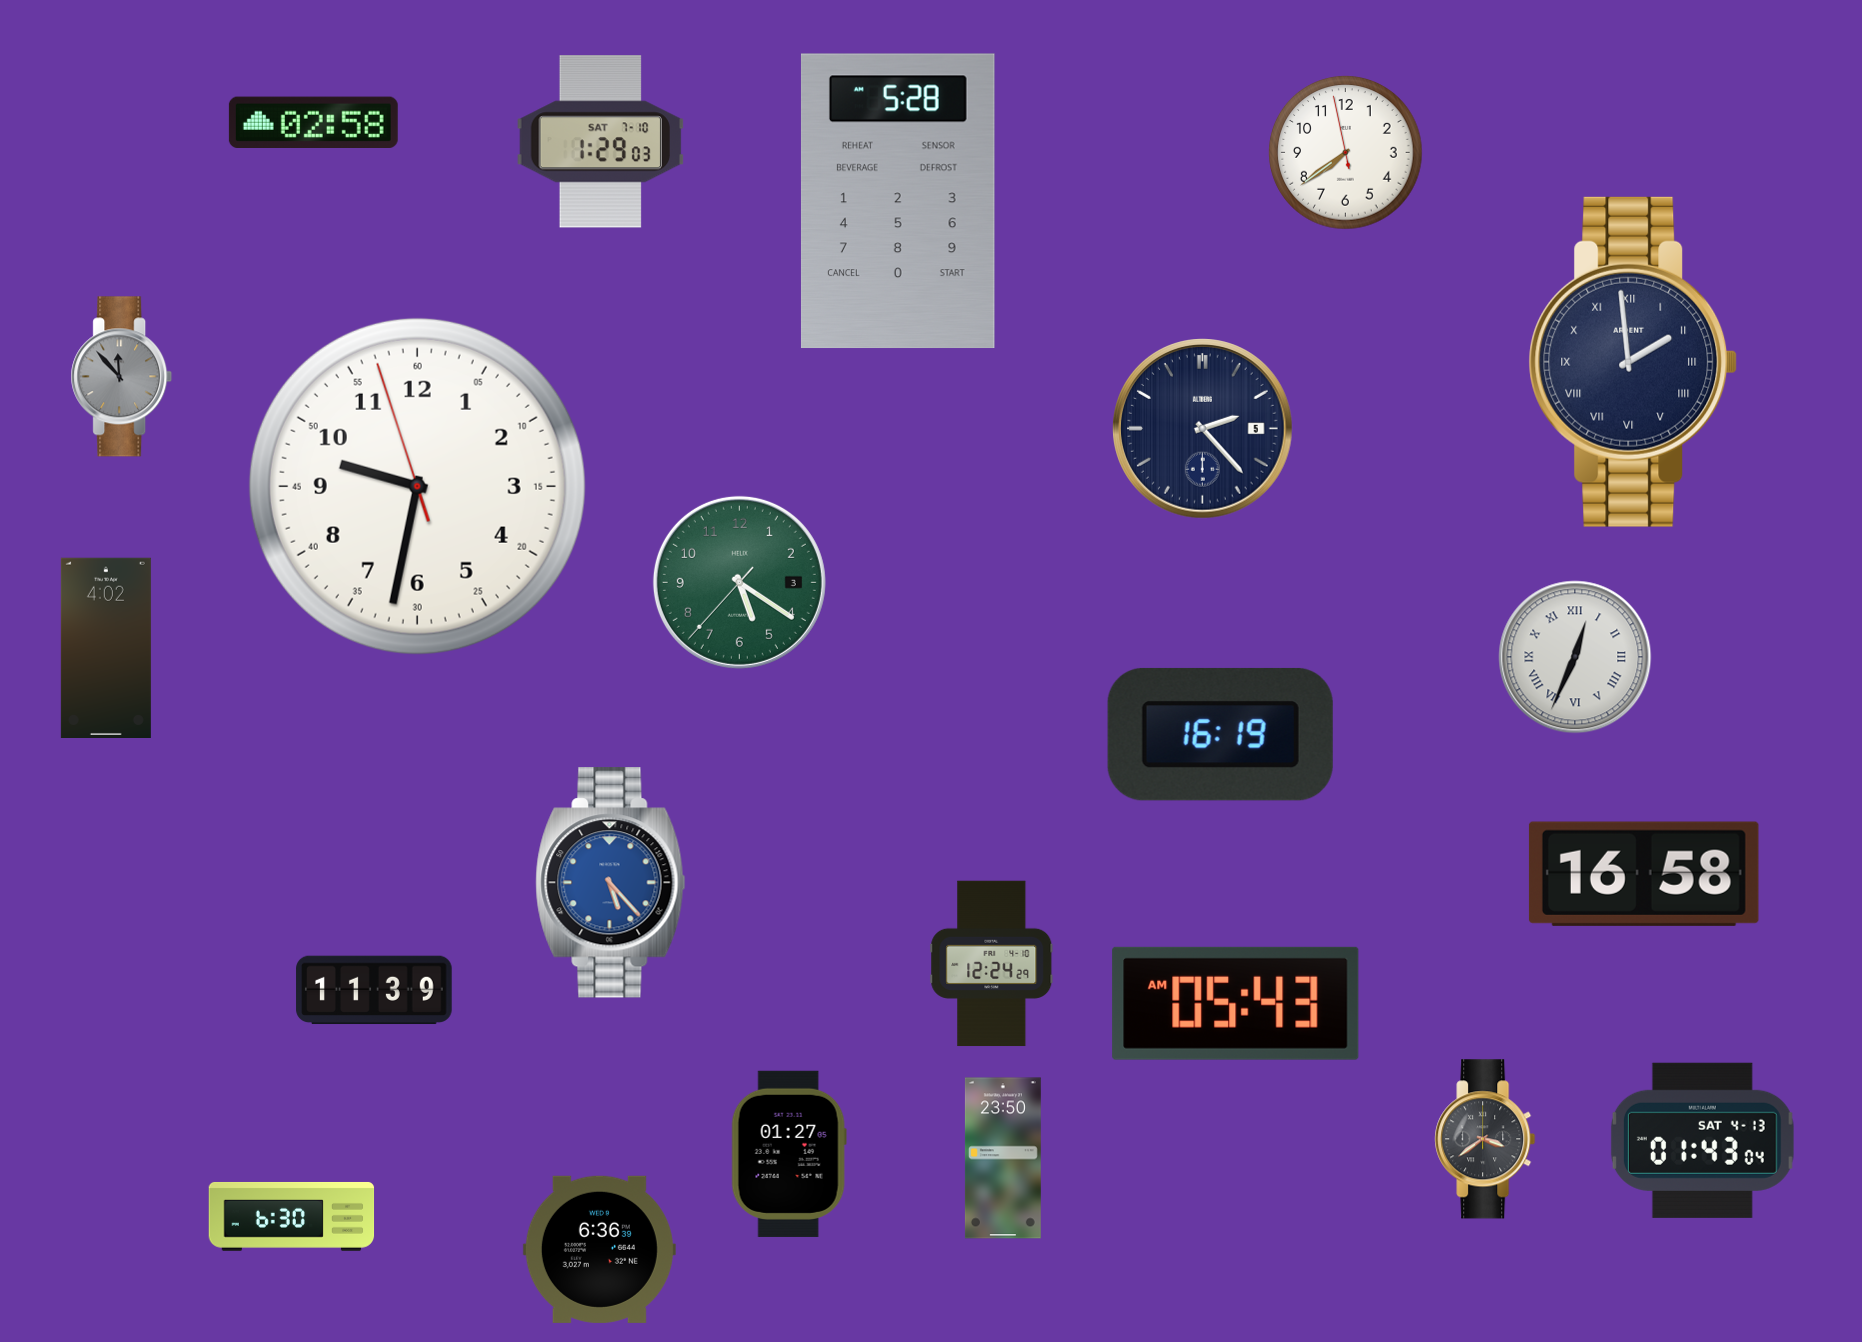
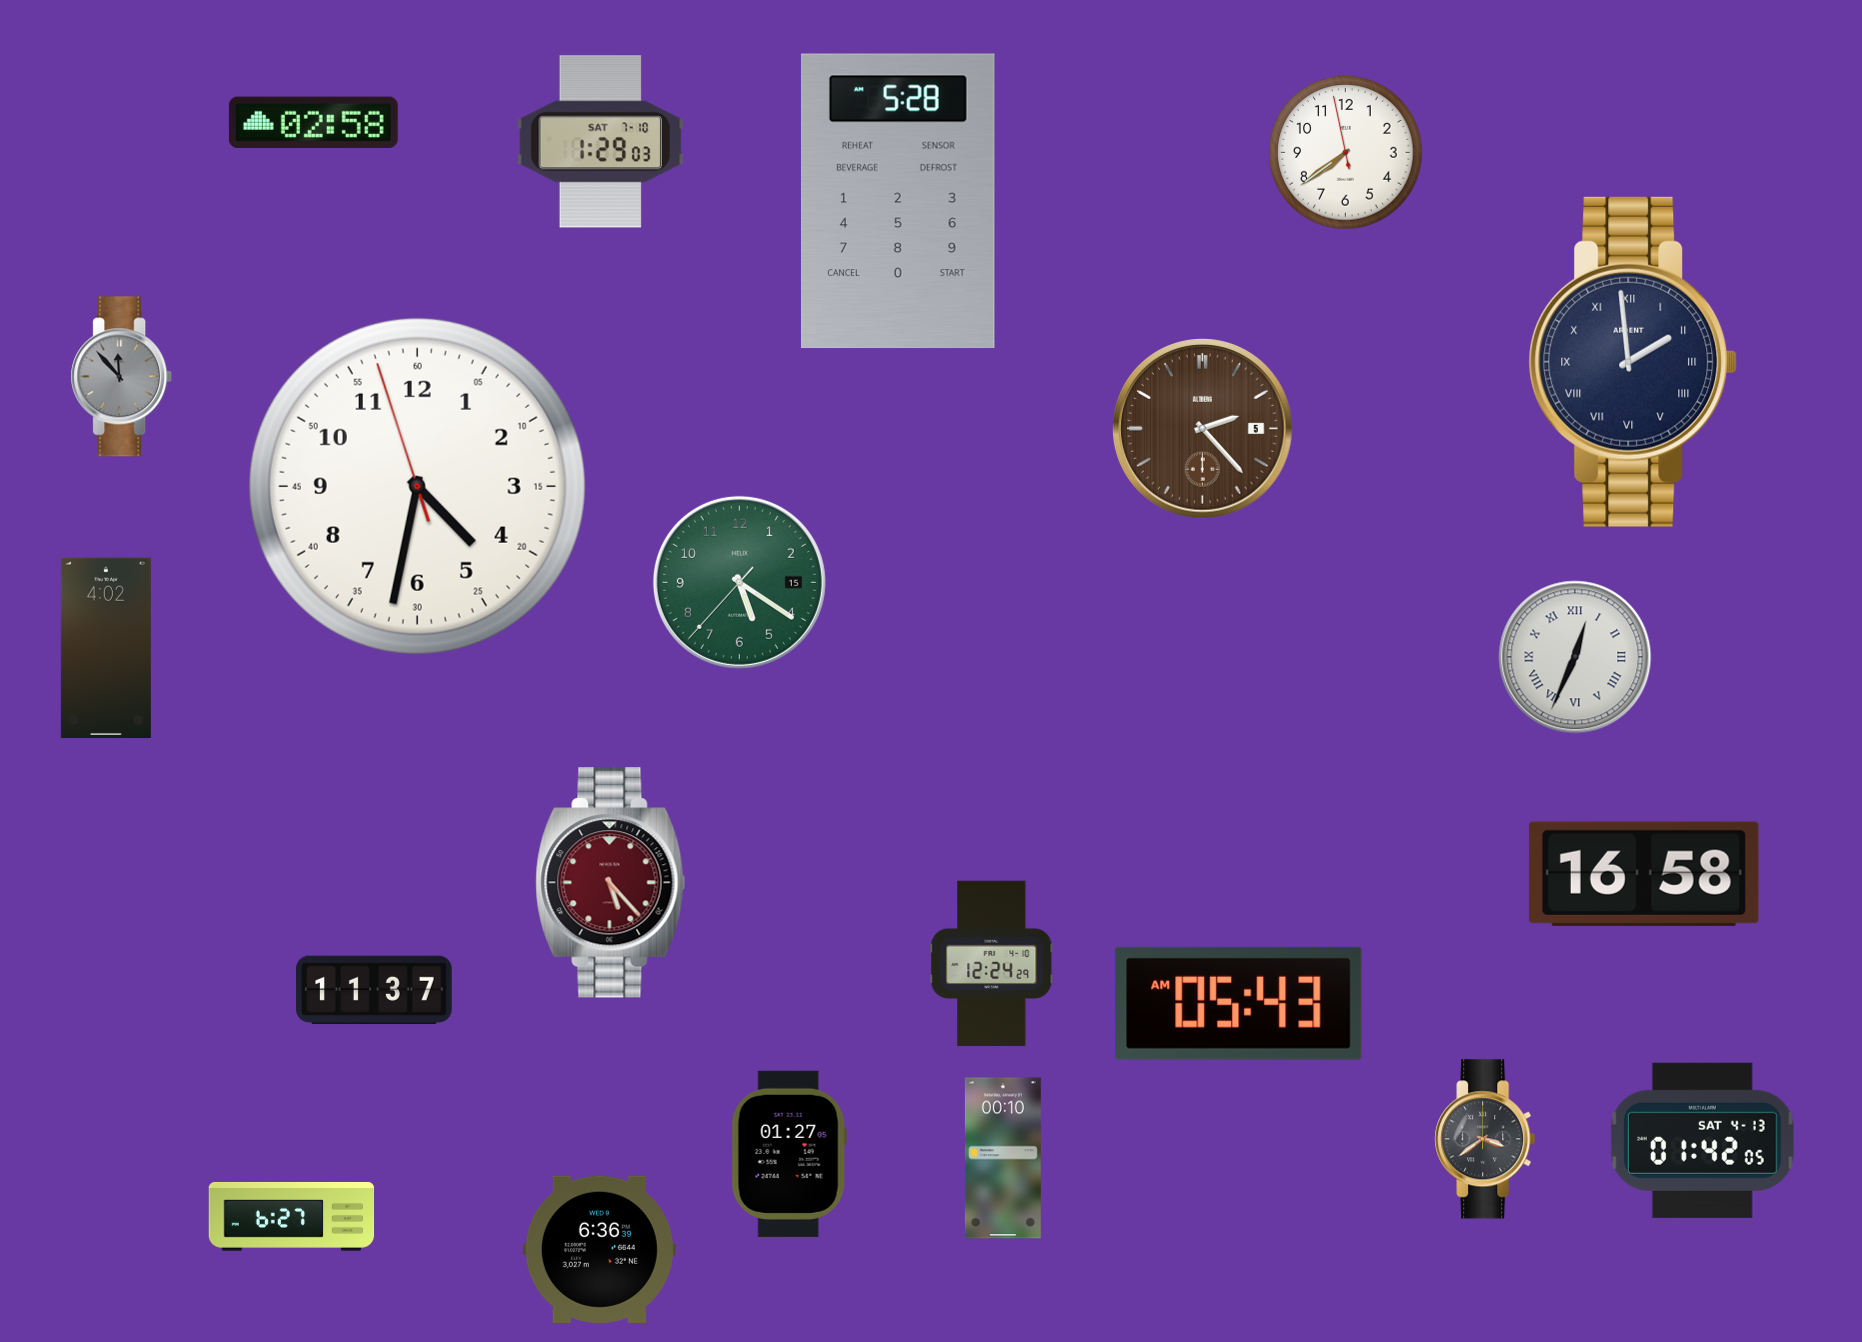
clock at (1203, 429) dial: navy -> brown
clock at (417, 486): 9:31 -> 4:31
clock at (739, 582) date: 3 -> 15
clock at (1220, 734): 16:19 -> none
clock at (611, 883) dial: blue -> burgundy
clock at (374, 990): 11:39 -> 11:37
clock at (1236, 1003) position: (1236, 1003) -> (1239, 1003)
clock at (1702, 1140): 01:43 -> 01:42
clock at (1003, 1158): 23:50 -> 00:10
clock at (292, 1216): 6:30 -> 6:27
